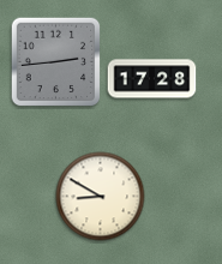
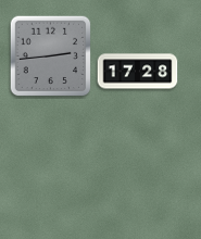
clock at (101, 197): 8:50 -> none
